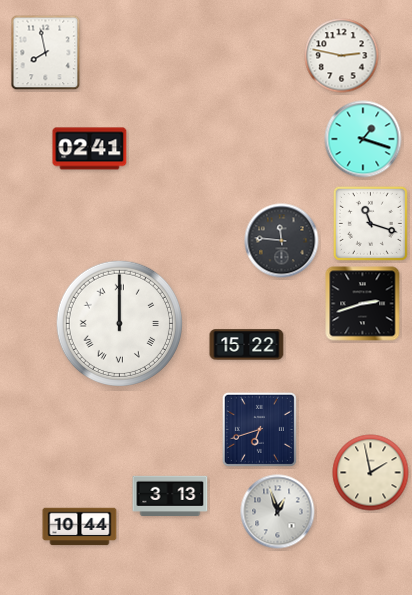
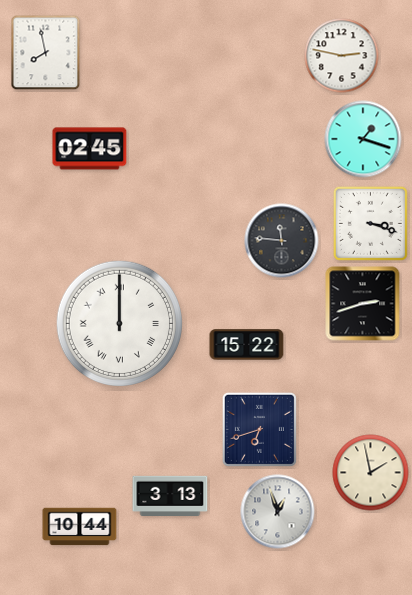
clock at (90, 149): 02:41 -> 02:45
clock at (370, 223): 11:18 -> 3:18
